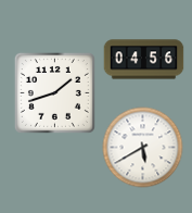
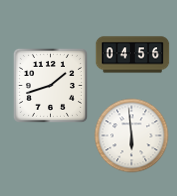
clock at (143, 148): 5:40 -> 5:59
